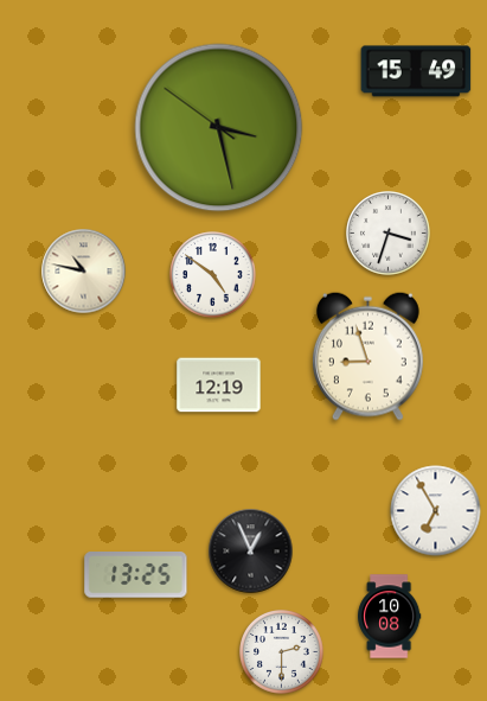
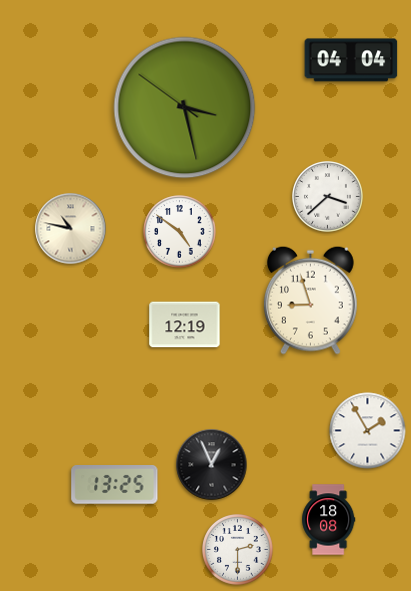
clock at (416, 71): 15:49 -> 04:04
clock at (389, 234): 3:33 -> 3:38
clock at (436, 511): 6:55 -> 1:55
clock at (390, 617): 10:08 -> 18:08
